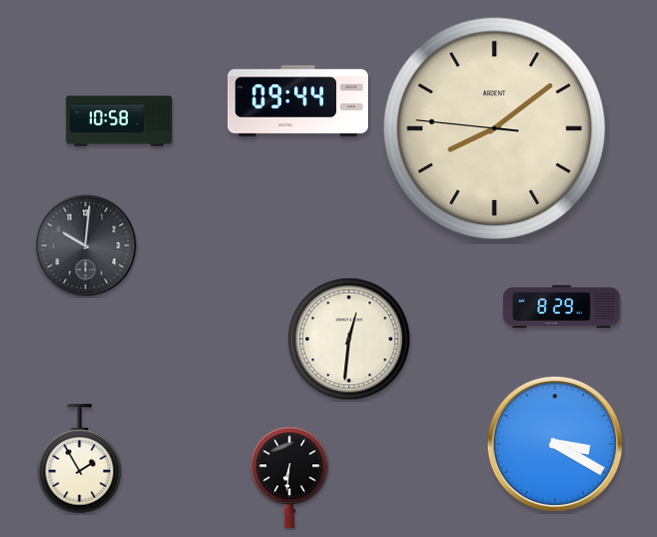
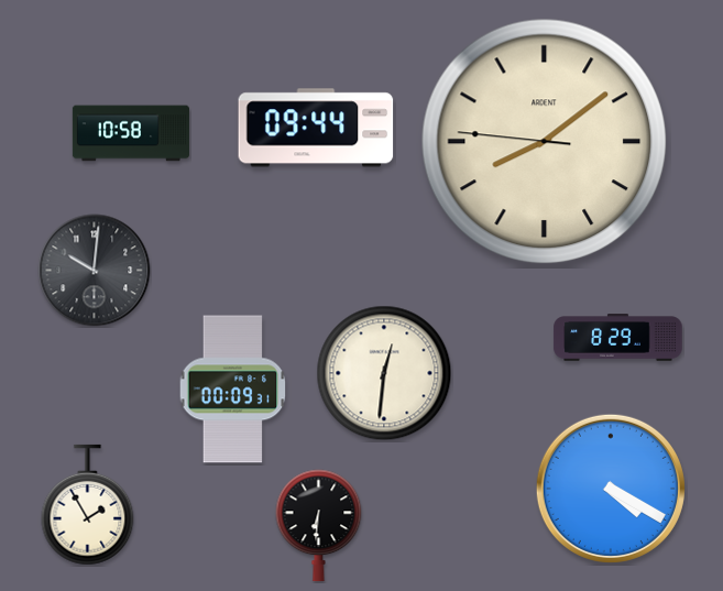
clock at (298, 101) position: (298, 101) -> (316, 128)
clock at (233, 390): none -> 00:09
clock at (555, 444): 3:20 -> 4:20
